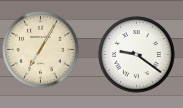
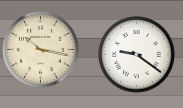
clock at (41, 50): 7:05 -> 10:17
